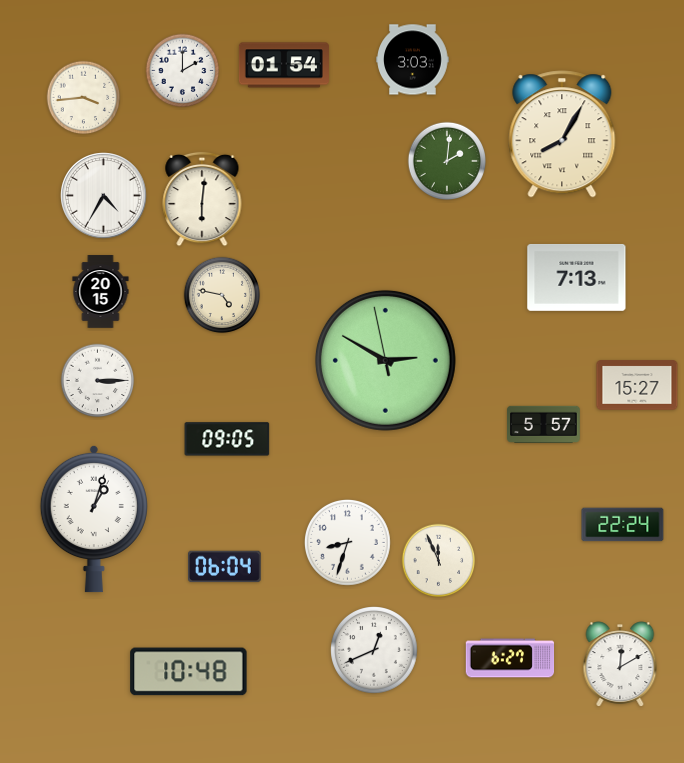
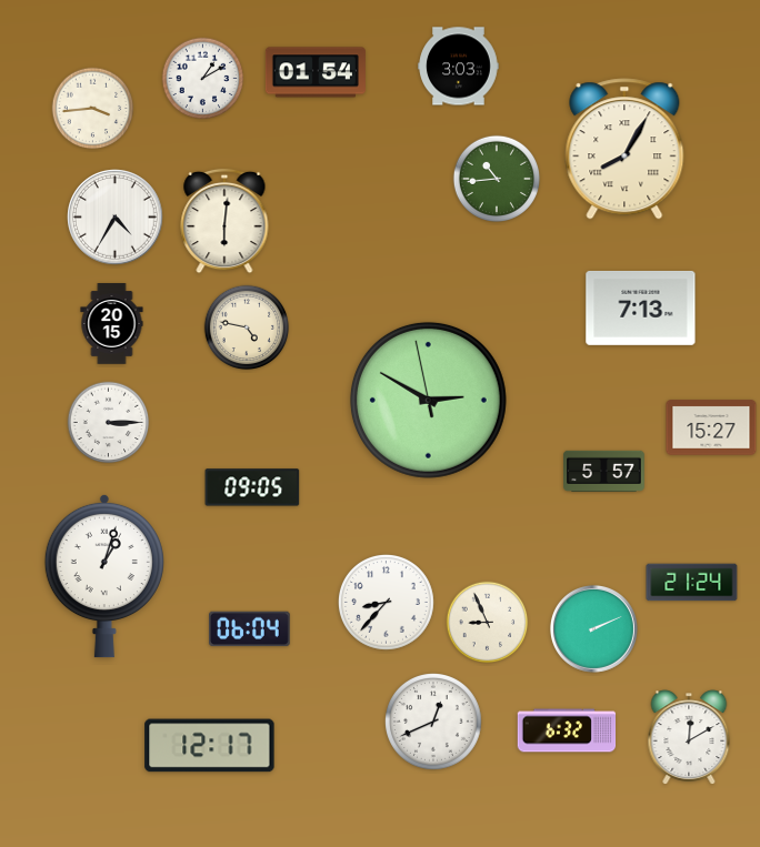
clock at (183, 71): 2:00 -> 1:10
clock at (446, 160): 2:01 -> 10:44
clock at (637, 385) position: (637, 385) -> (711, 427)
clock at (623, 525): 22:24 -> 21:24
clock at (348, 543): 8:33 -> 8:37
clock at (439, 561): 11:56 -> 8:56
clock at (593, 628): none -> 2:11
clock at (375, 651) position: (375, 651) -> (434, 723)
clock at (510, 658): 6:27 -> 6:32
clock at (189, 672): 10:48 -> 12:17
